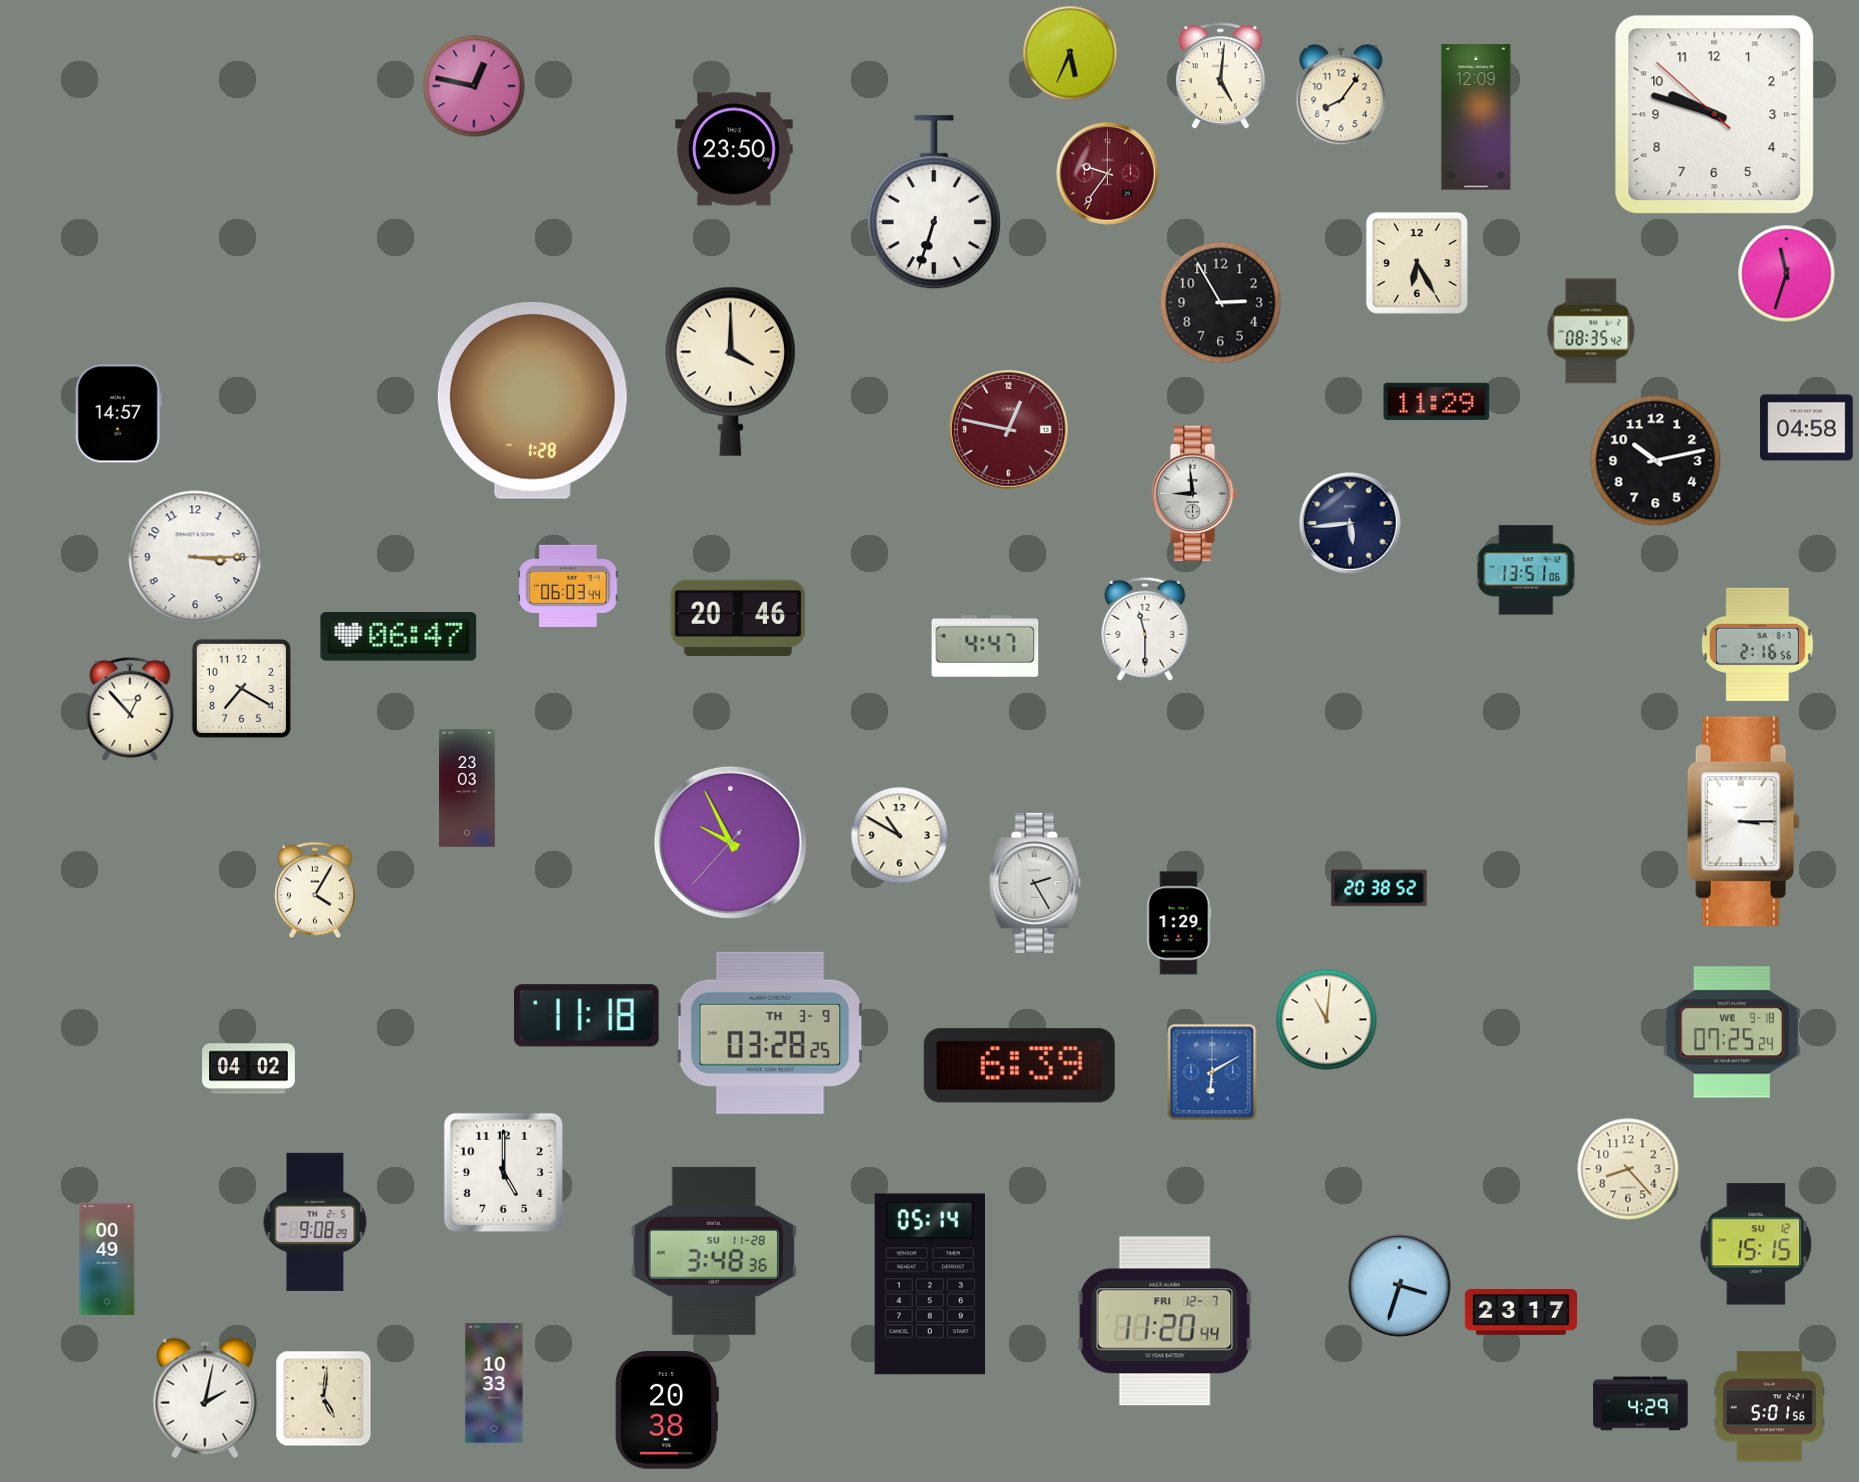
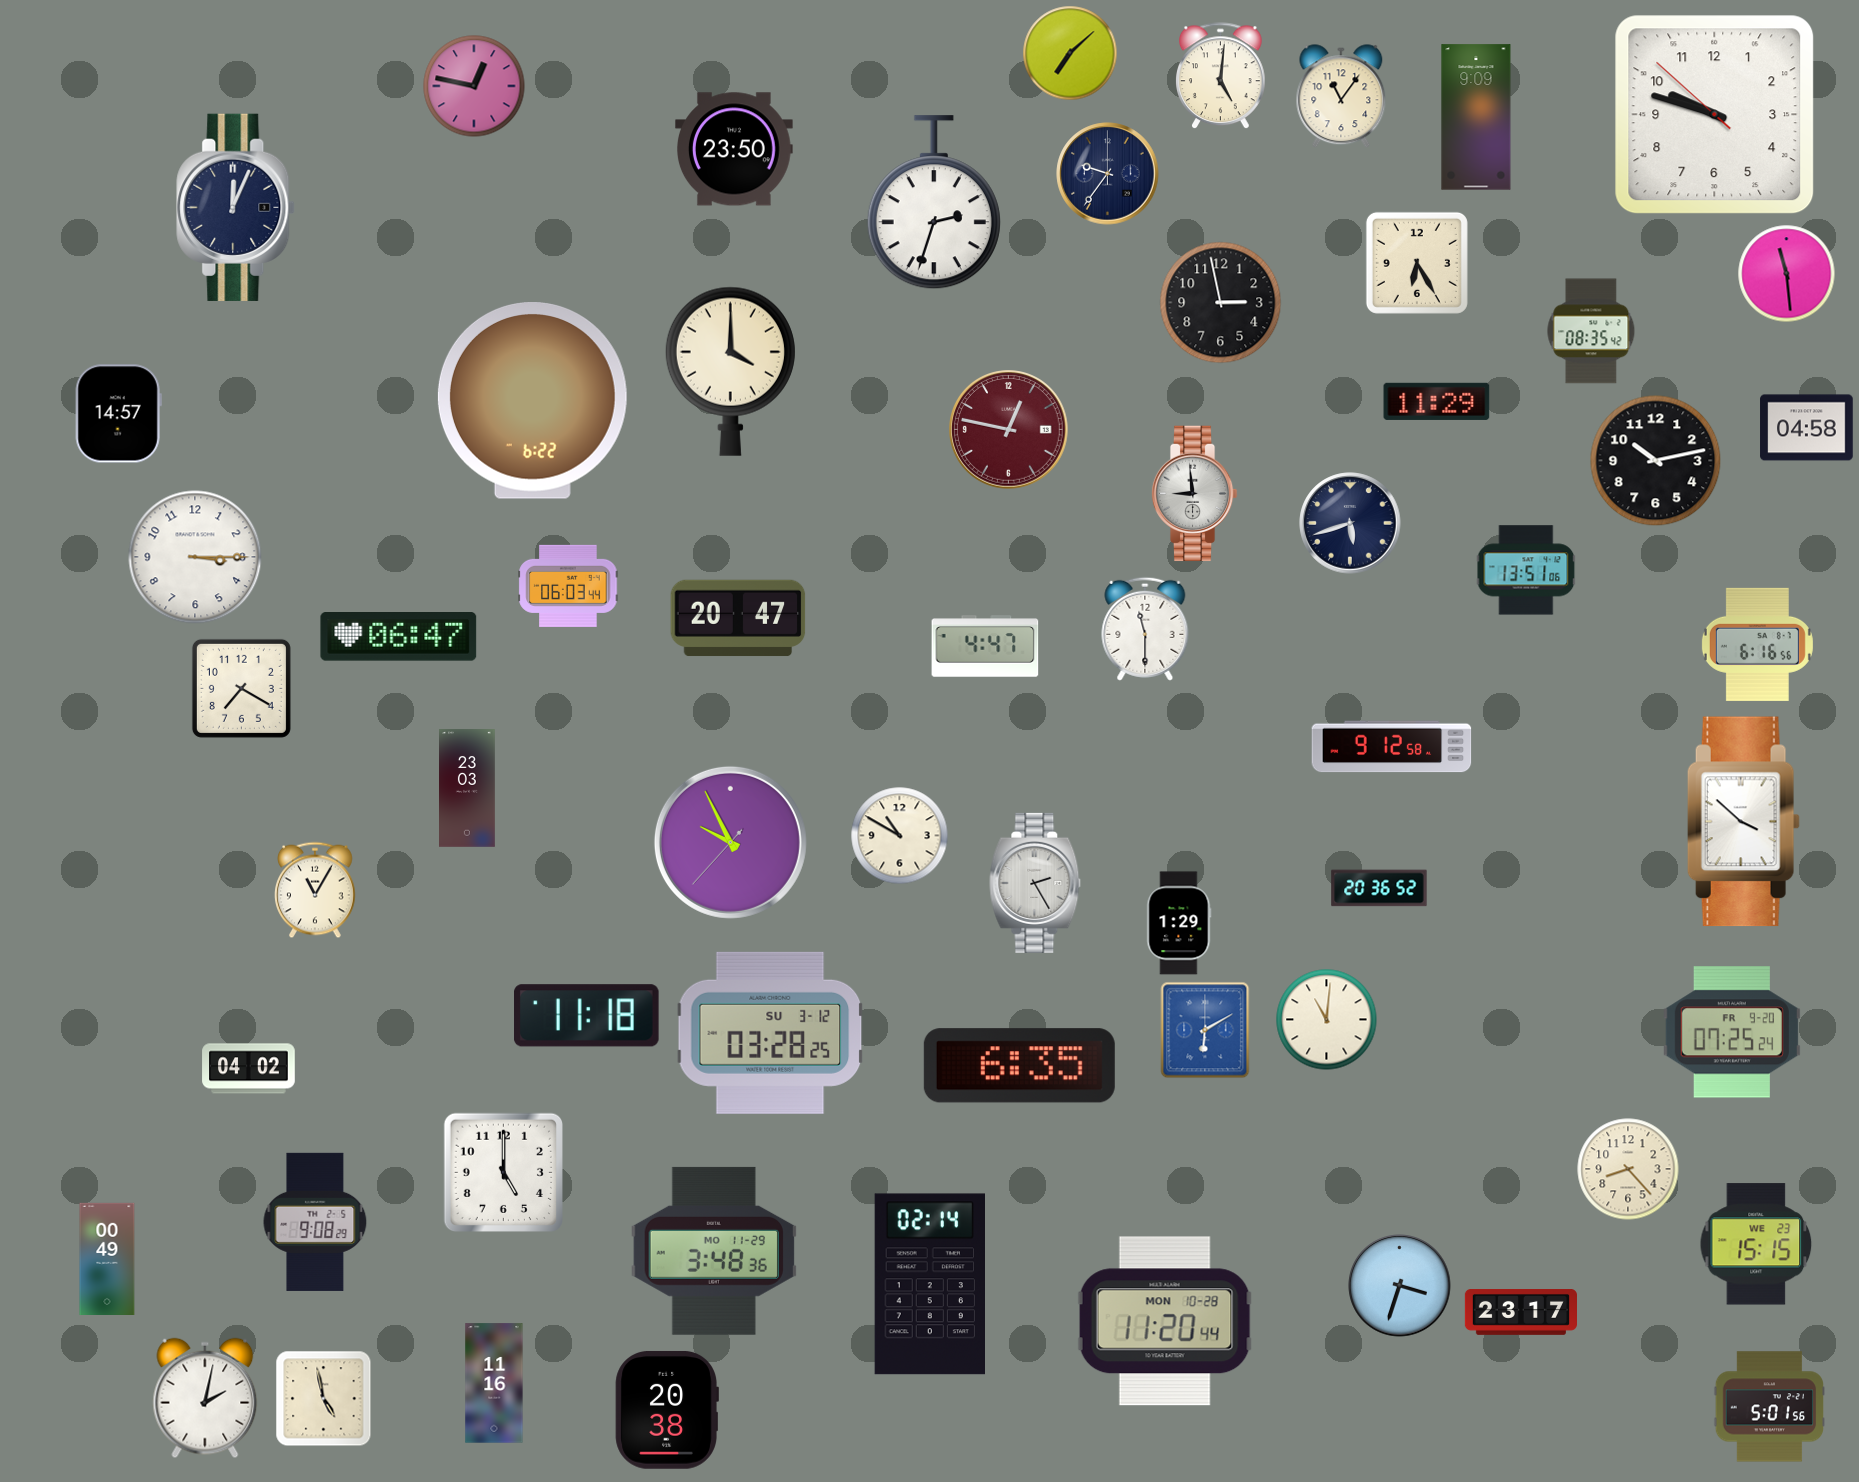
clock at (1070, 53): 5:34 -> 7:08
clock at (1341, 97): 8:06 -> 11:06
clock at (1476, 117): 12:09 -> 9:09
clock at (1108, 174) dial: burgundy -> navy
clock at (934, 203): 6:33 -> 2:33
clock at (236, 207): none -> 12:04
clock at (1787, 274): 11:33 -> 11:29
clock at (1221, 303): 2:55 -> 2:58
clock at (532, 401): 1:28 -> 6:22
clock at (1350, 523): 5:44 -> 5:42
clock at (738, 618): 20:46 -> 20:47
clock at (1757, 644): 2:16 -> 6:16
clock at (130, 709): 12:53 -> none
clock at (1392, 747): none -> 9:12
clock at (1743, 822): 3:15 -> 3:52
clock at (1379, 888): 20:38 -> 20:36
clock at (316, 890): 4:05 -> 11:05
clock at (1732, 1032) date: WE 9-18 -> FR 9-20
clock at (770, 1033) date: TH 3-9 -> SU 3-12
clock at (1019, 1066): 6:39 -> 6:35
clock at (1212, 1072) position: (1212, 1072) -> (1205, 1030)
clock at (1756, 1244) date: SU 12 -> WE 23
clock at (714, 1251) date: SU 11-28 -> MO 11-29
clock at (929, 1284): 05:14 -> 02:14
clock at (1165, 1321) date: FRI 12-7 -> MON 10-28
clock at (494, 1383): 10:33 -> 11:16
clock at (324, 1399): 5:01 -> 4:58
clock at (1641, 1404): 4:29 -> none
